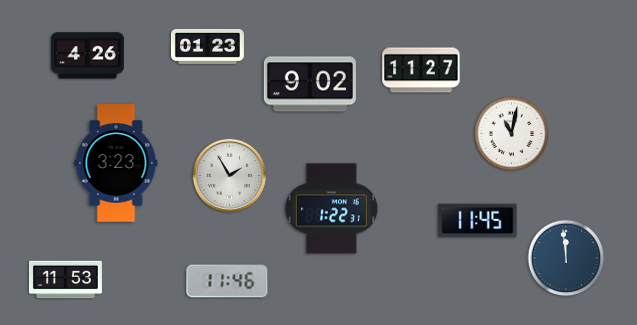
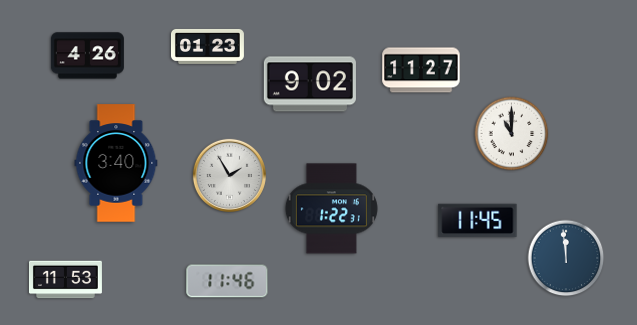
clock at (512, 134): 11:02 -> 11:00
clock at (116, 163): 3:23 -> 3:40
